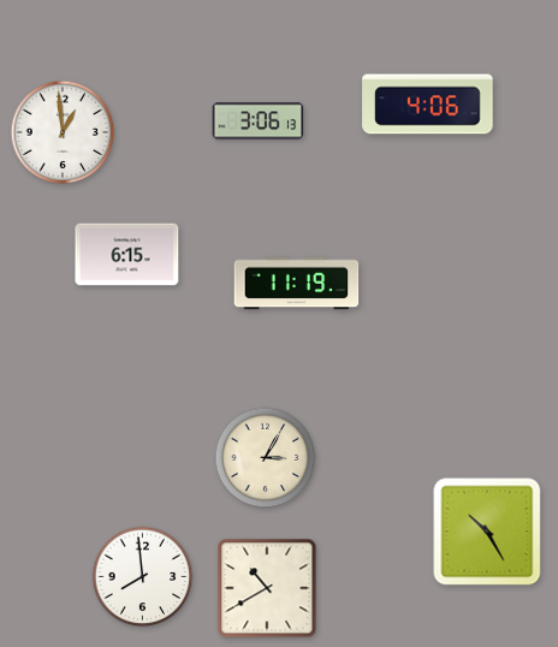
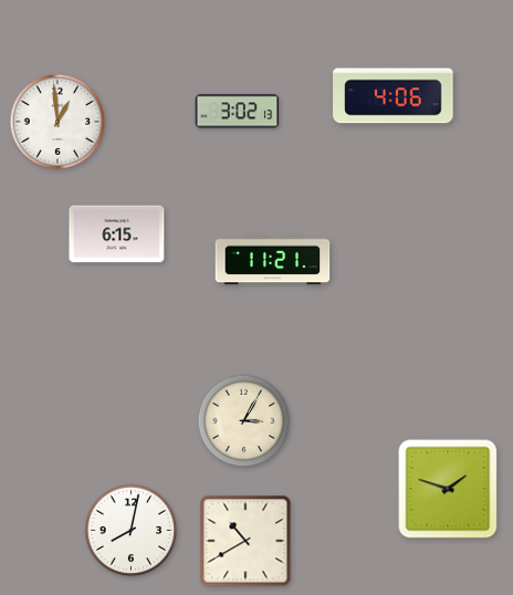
clock at (259, 121): 3:06 -> 3:02
clock at (297, 284): 11:19 -> 11:21
clock at (487, 532): 10:25 -> 1:48
clock at (143, 577): 7:59 -> 8:02
